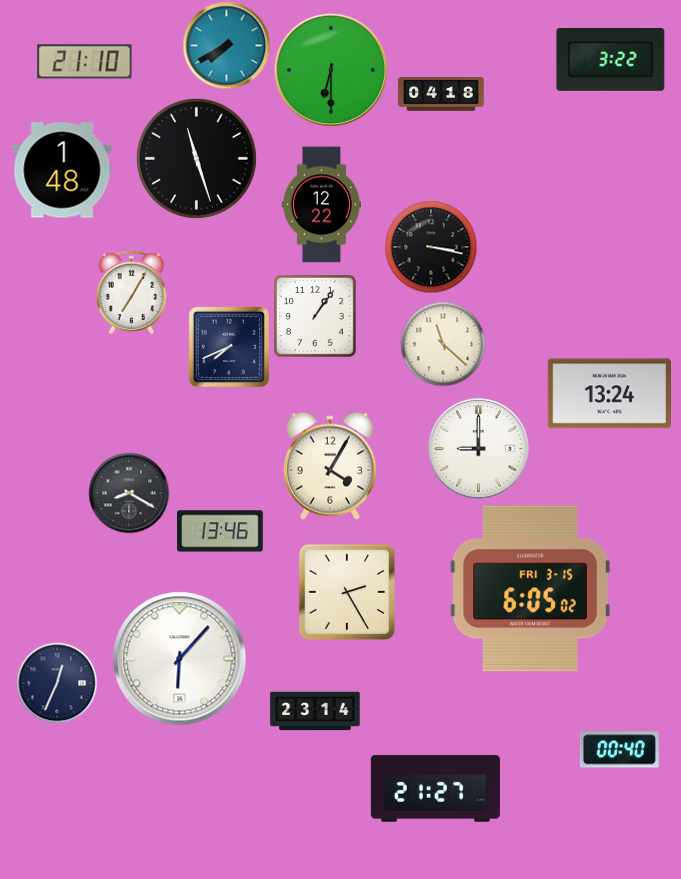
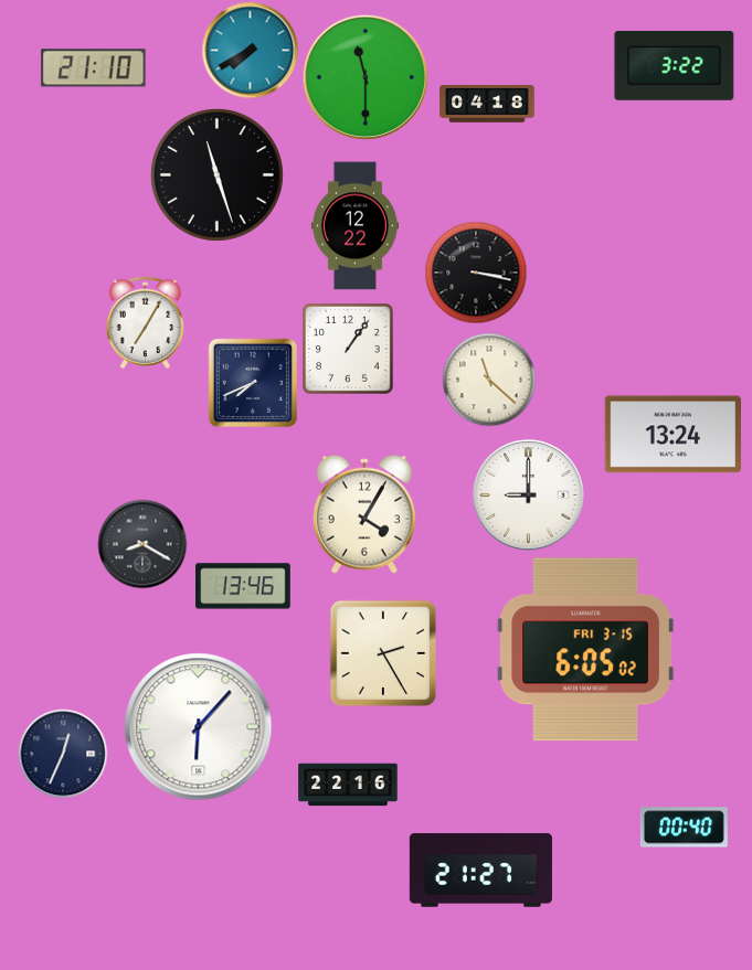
clock at (330, 69): 6:30 -> 11:30
clock at (62, 170): 1:48 -> none
clock at (315, 711): 23:14 -> 22:16
